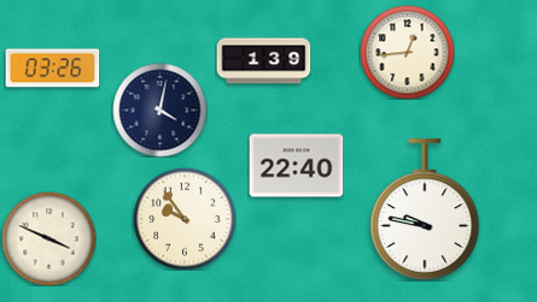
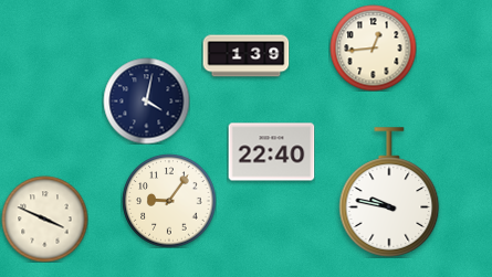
clock at (263, 61) position: (263, 61) -> (245, 56)
clock at (52, 69): 03:26 -> none
clock at (185, 219): 9:54 -> 9:06
